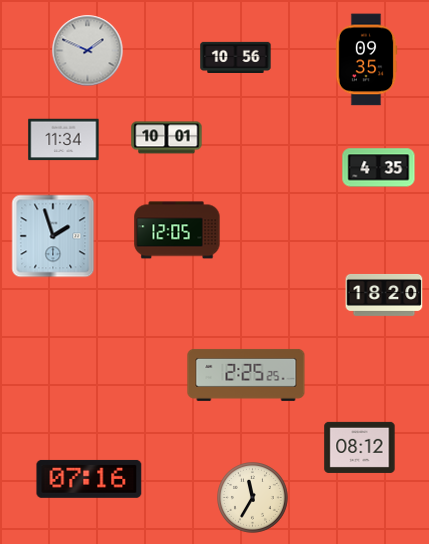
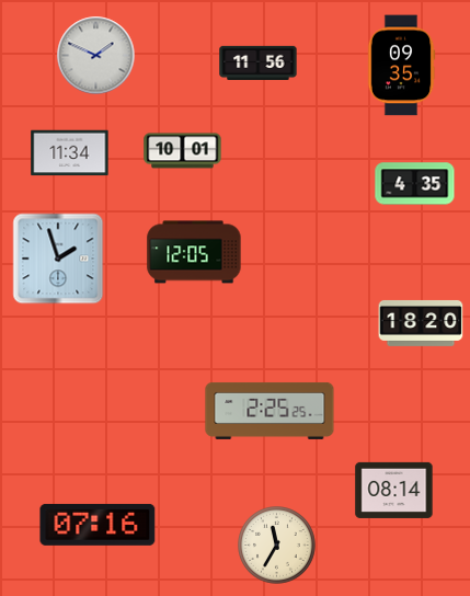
clock at (236, 57): 10:56 -> 11:56
clock at (360, 447): 08:12 -> 08:14
